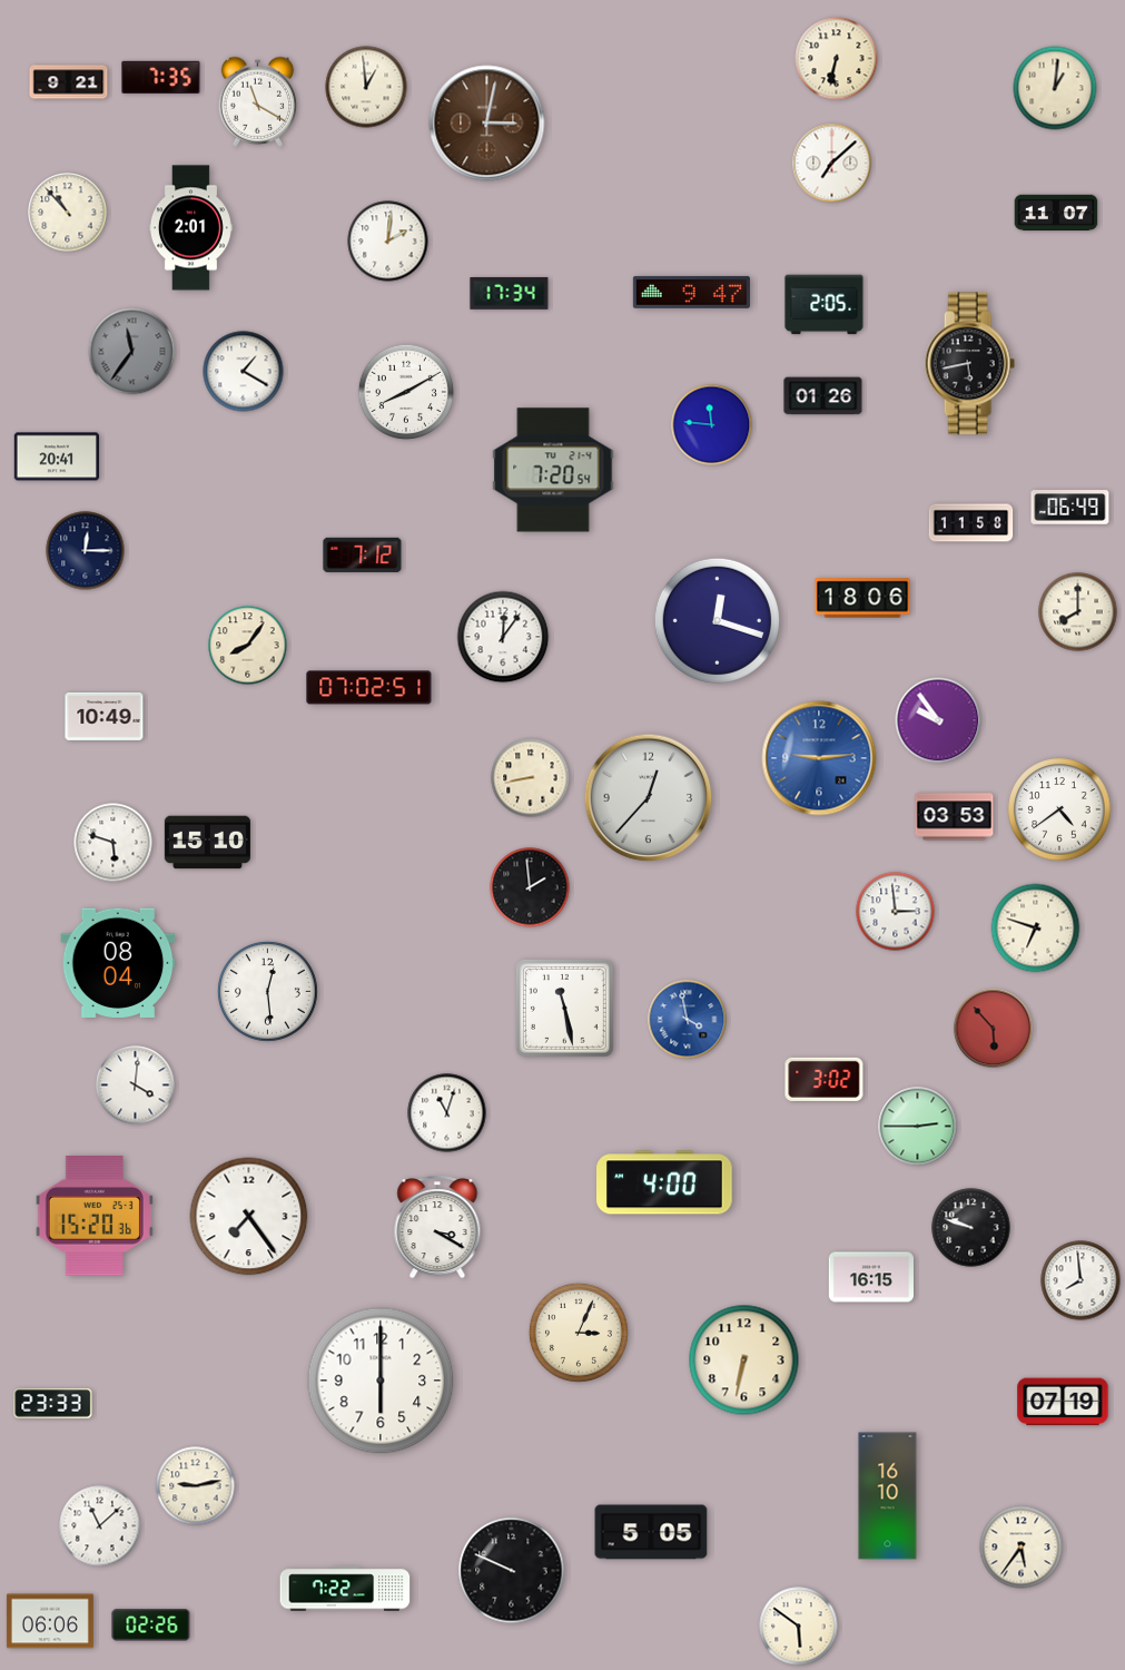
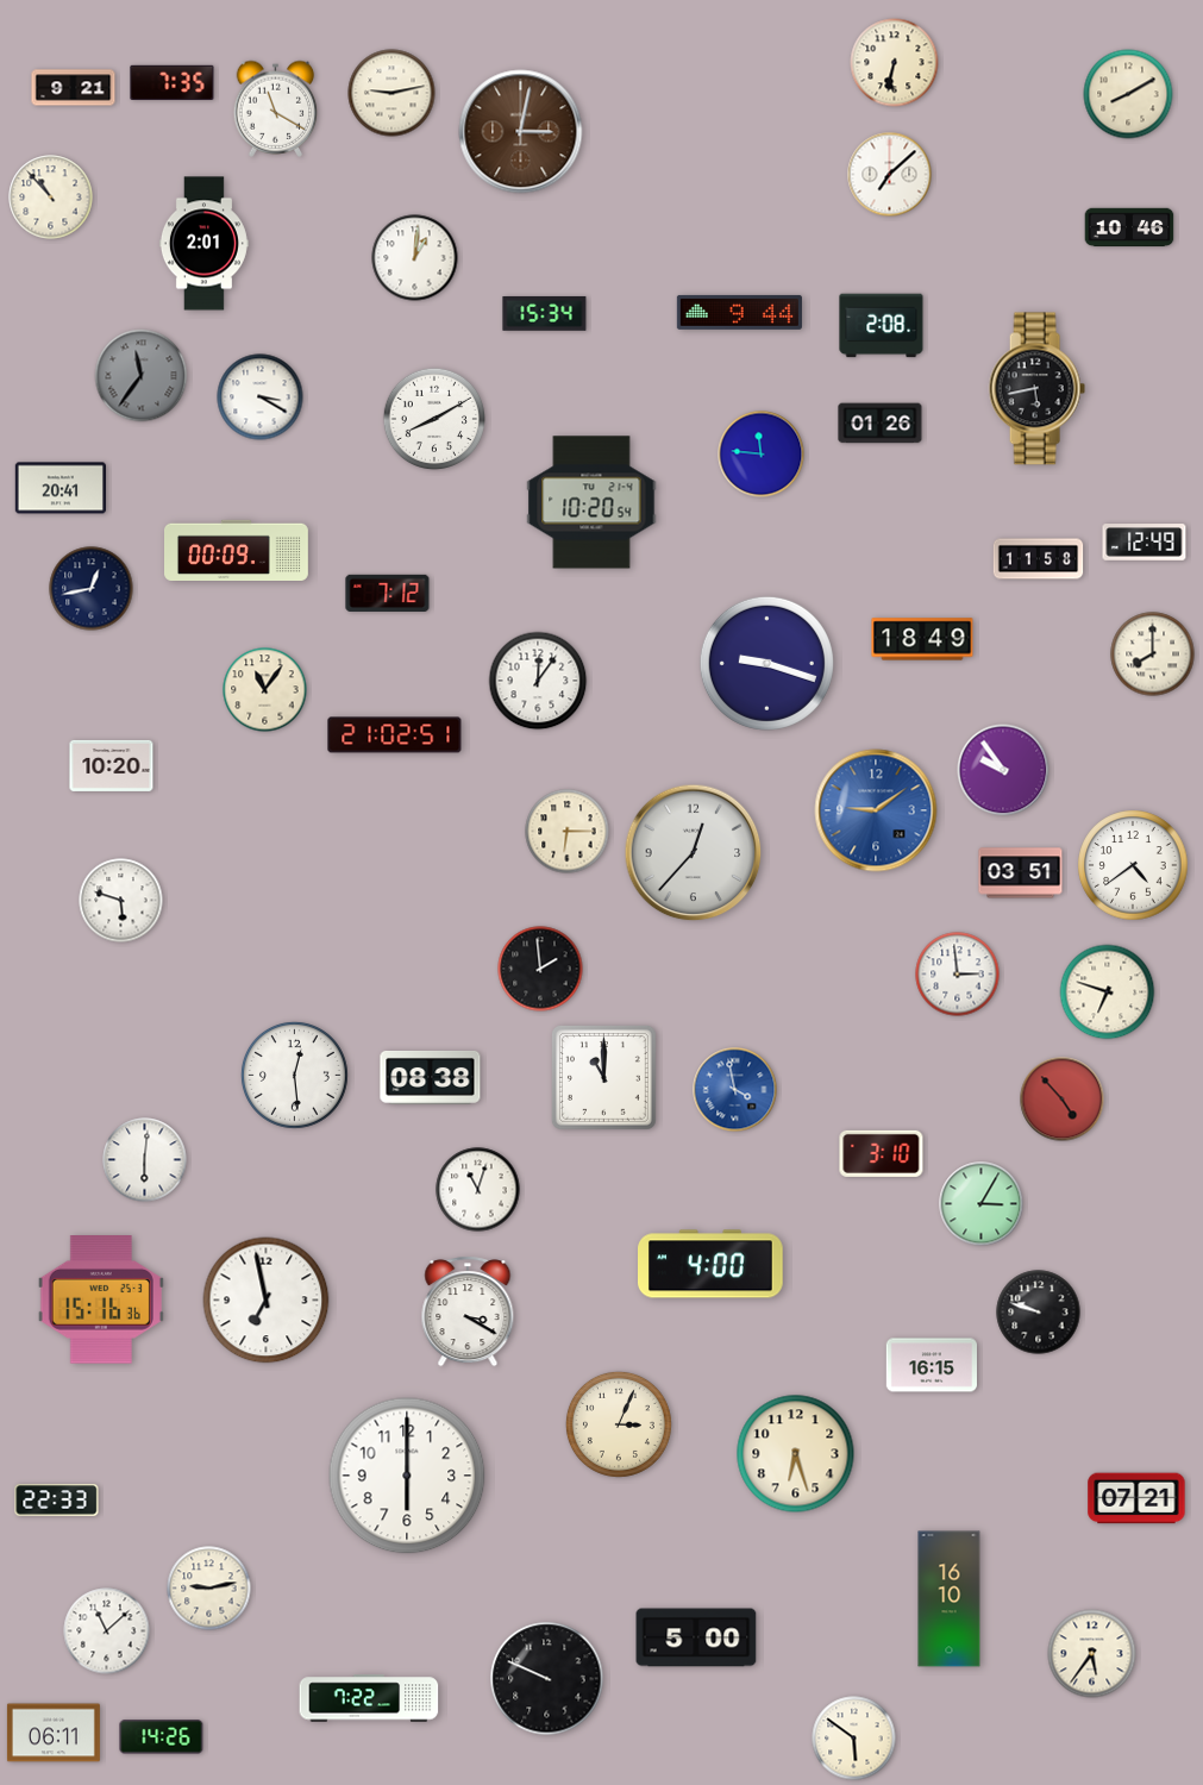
clock at (366, 87): 12:59 -> 9:13
clock at (1055, 88): 1:01 -> 8:10
clock at (68, 213) position: (68, 213) -> (51, 198)
clock at (1056, 213): 11:07 -> 10:46
clock at (388, 242): 2:01 -> 1:01
clock at (691, 292): 9:47 -> 9:44
clock at (510, 293): 17:34 -> 15:34
clock at (825, 305): 2:05 -> 2:08
clock at (244, 372): 1:20 -> 3:20
clock at (553, 470): 7:20 -> 10:20
clock at (1070, 508): 06:49 -> 12:49
clock at (237, 550): none -> 00:09
clock at (86, 551): 12:15 -> 12:43
clock at (862, 598): 18:06 -> 18:49
clock at (717, 620): 12:18 -> 9:18
clock at (248, 646): 8:06 -> 11:06
clock at (369, 688): 07:02 -> 21:02
clock at (105, 716): 10:49 -> 10:20
clock at (819, 758): 9:14 -> 9:09
clock at (531, 778): 8:43 -> 6:15
clock at (955, 817): 03:53 -> 03:51
clock at (207, 843): 15:10 -> none
clock at (530, 887) position: (530, 887) -> (540, 969)
clock at (118, 963): 08:04 -> none
clock at (267, 991) position: (267, 991) -> (294, 1075)
clock at (431, 1077): none -> 08:38
clock at (564, 1008): 11:28 -> 11:00
clock at (994, 1029): 5:53 -> 4:53
clock at (825, 1079): 3:02 -> 3:10
clock at (136, 1085): 4:01 -> 6:01
clock at (918, 1127): 2:45 -> 3:05
clock at (95, 1217): 15:20 -> 15:16
clock at (249, 1217): 7:24 -> 6:58
clock at (1080, 1280): 7:59 -> none
clock at (744, 1360): 6:32 -> 6:27
clock at (1063, 1402): 07:19 -> 07:21
clock at (53, 1404): 23:33 -> 22:33
clock at (651, 1532): 5:05 -> 5:00
clock at (50, 1621): 06:06 -> 06:11
clock at (151, 1625): 02:26 -> 14:26
